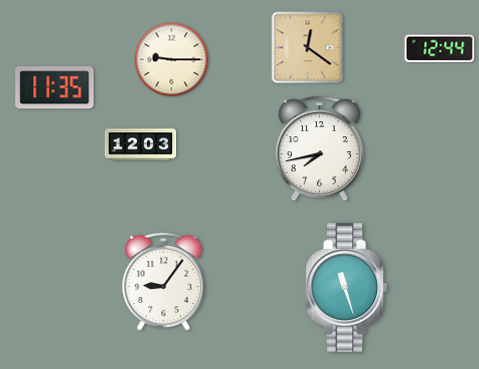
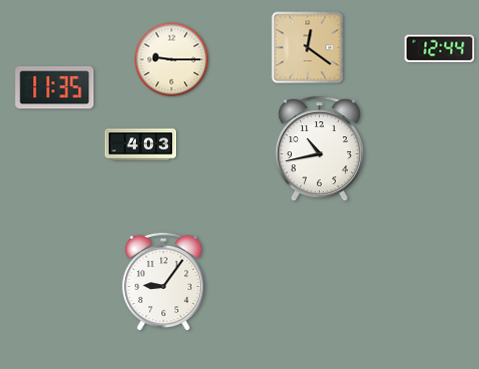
clock at (141, 145): 12:03 -> 4:03
clock at (319, 149): 7:43 -> 10:43
clock at (347, 287): 11:27 -> none
